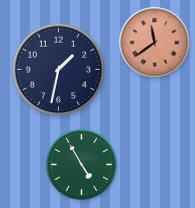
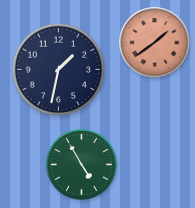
clock at (155, 43): 11:39 -> 1:39
